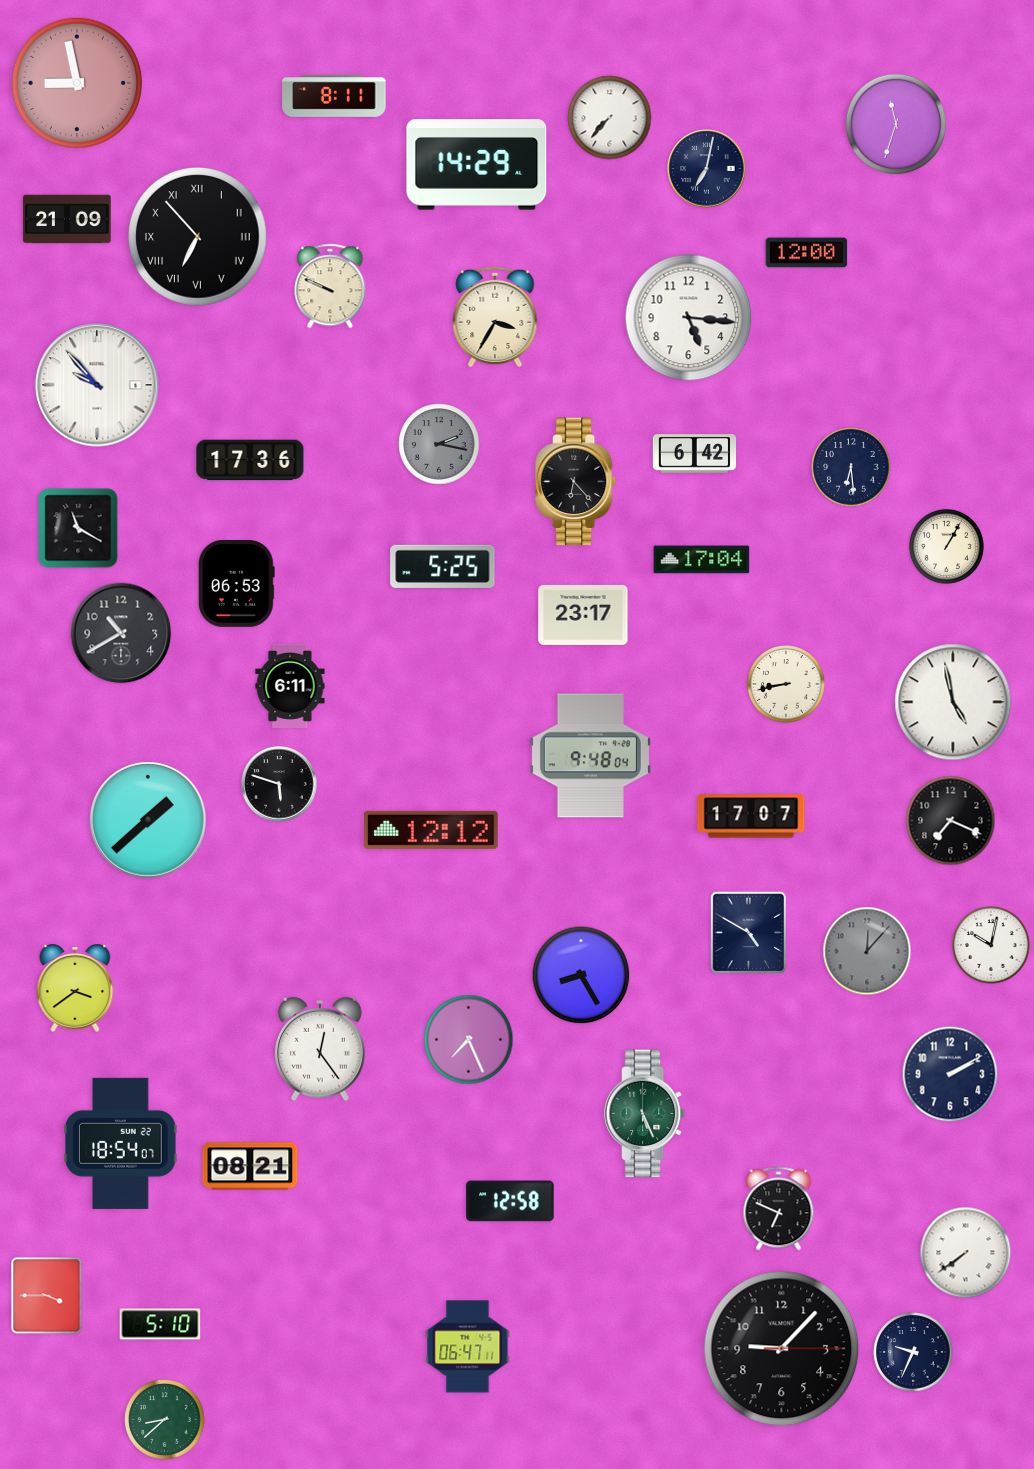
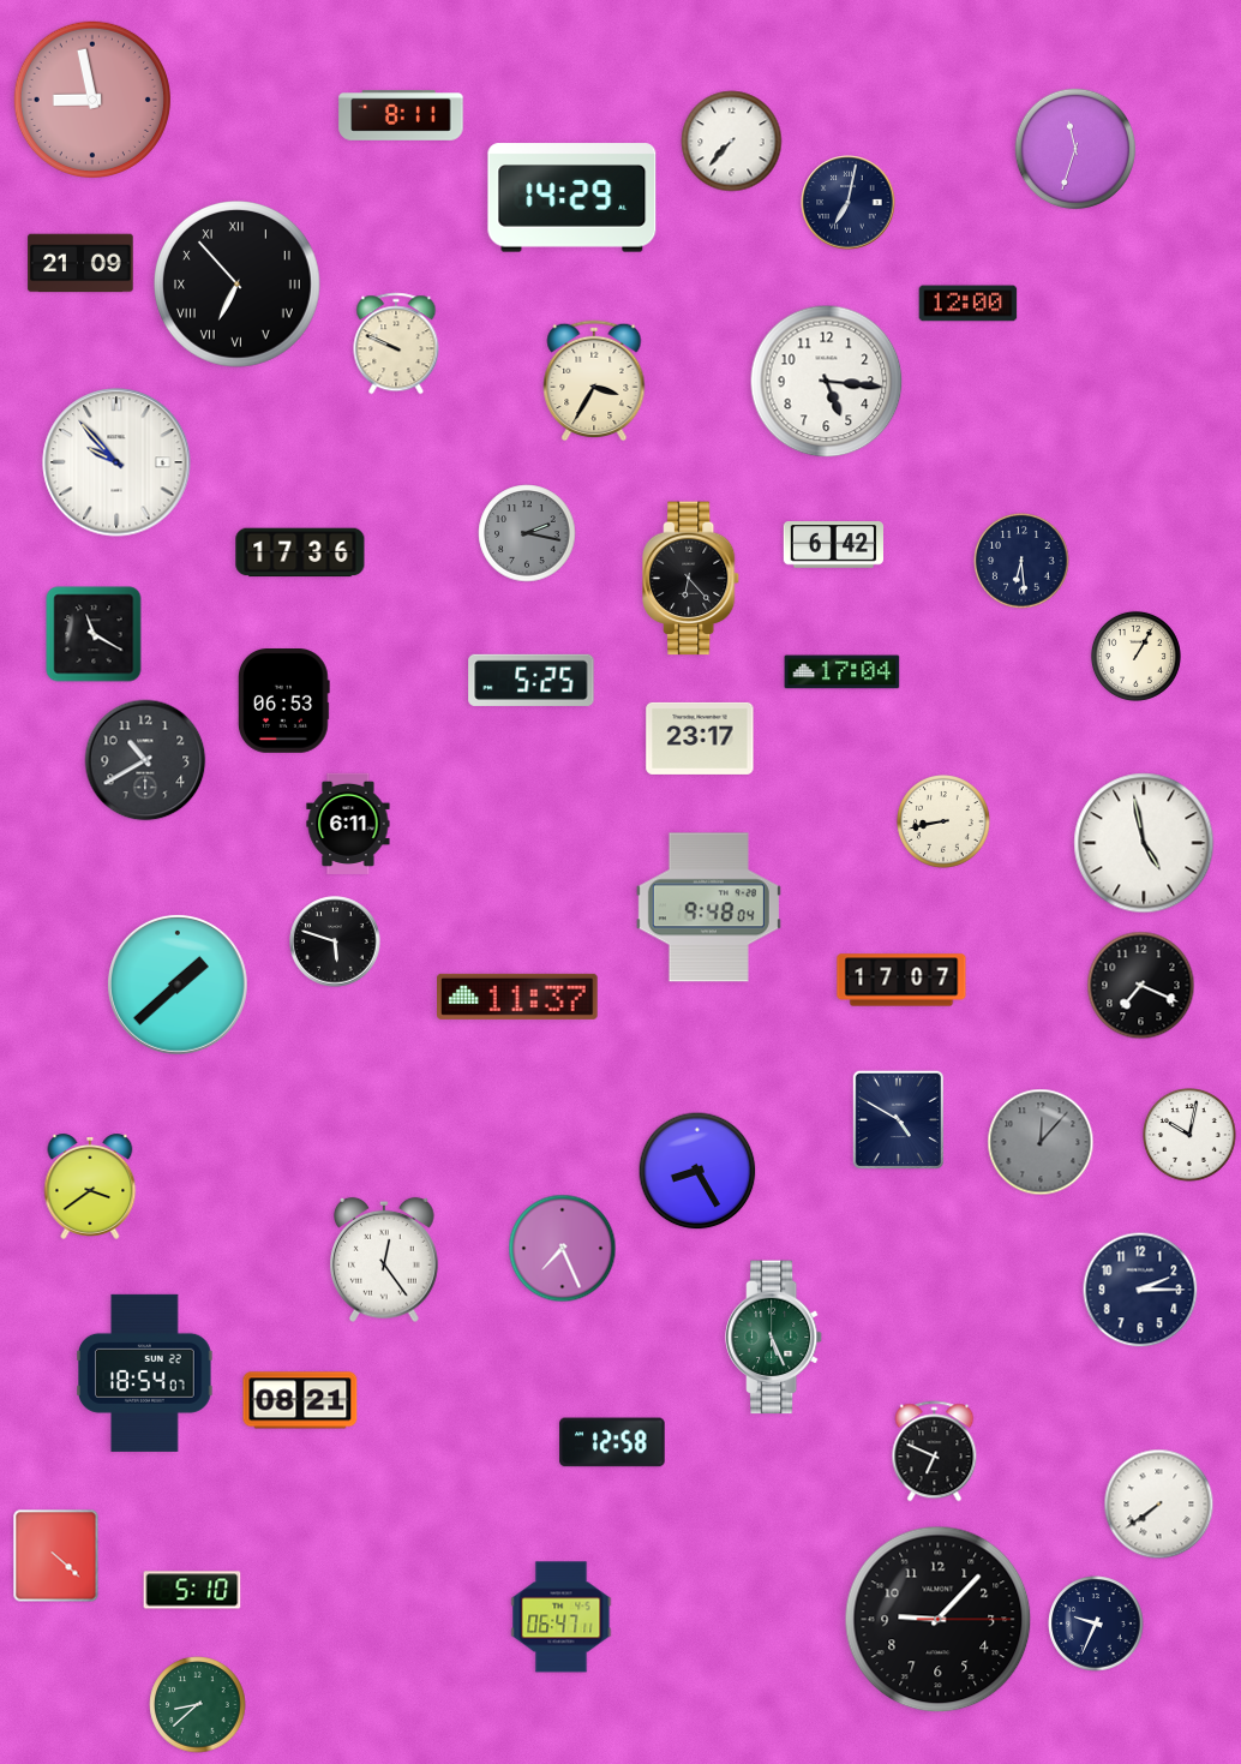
clock at (431, 830): 12:12 -> 11:37
clock at (950, 1074): 2:10 -> 2:15
clock at (47, 1296): 3:45 -> 4:22
